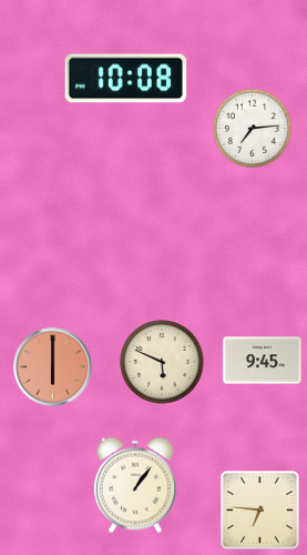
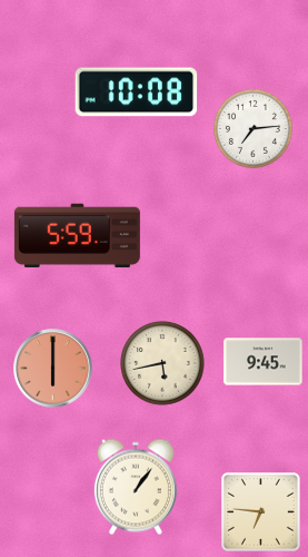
clock at (126, 79) position: (126, 79) -> (137, 92)
clock at (77, 235): none -> 5:59
clock at (162, 362): 5:49 -> 5:43
